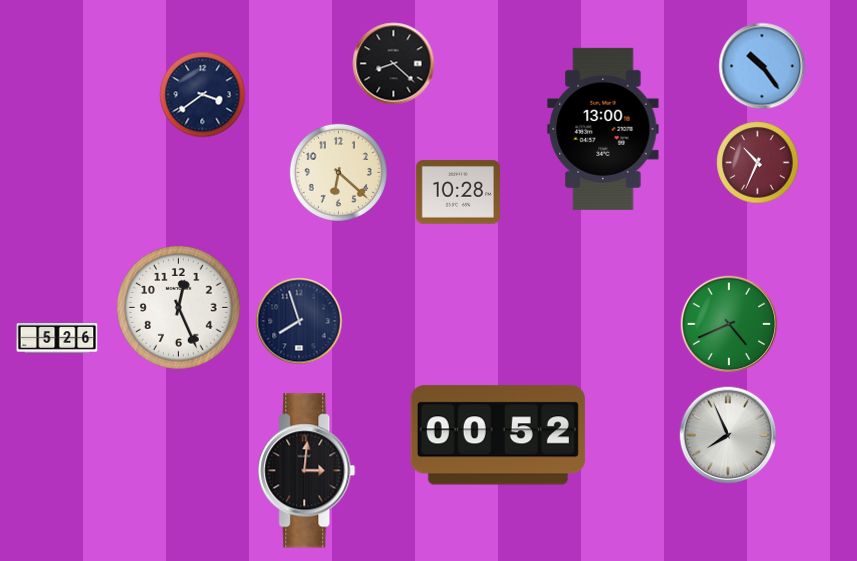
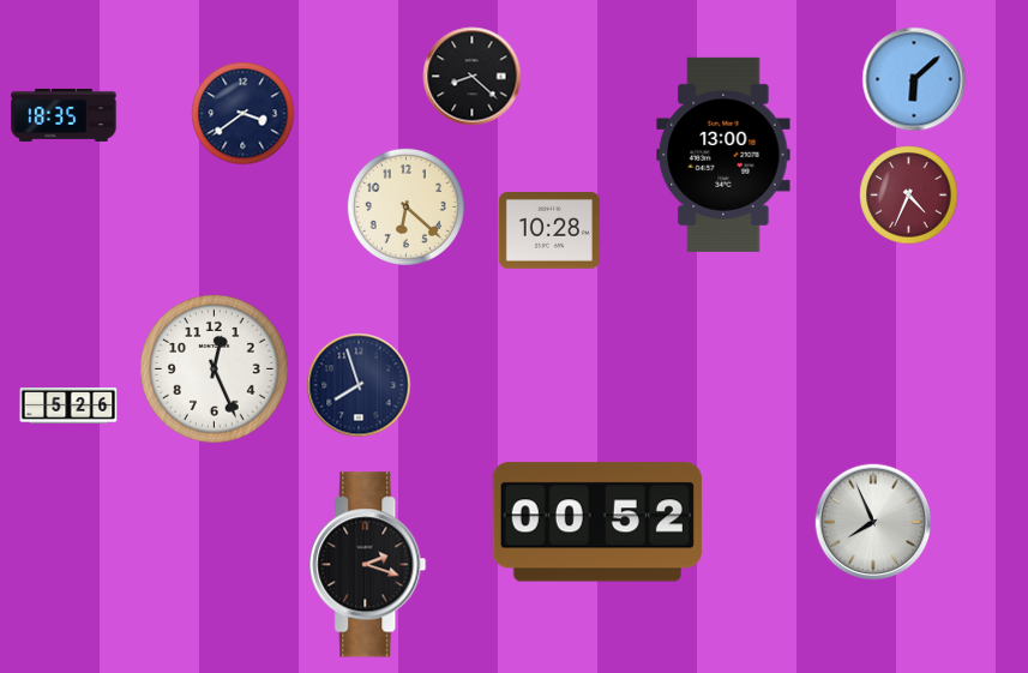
clock at (762, 66): 10:24 -> 6:08
clock at (64, 115): none -> 18:35
clock at (758, 163): 10:34 -> 4:34
clock at (729, 324): 4:41 -> none
clock at (307, 471): 3:01 -> 2:18
